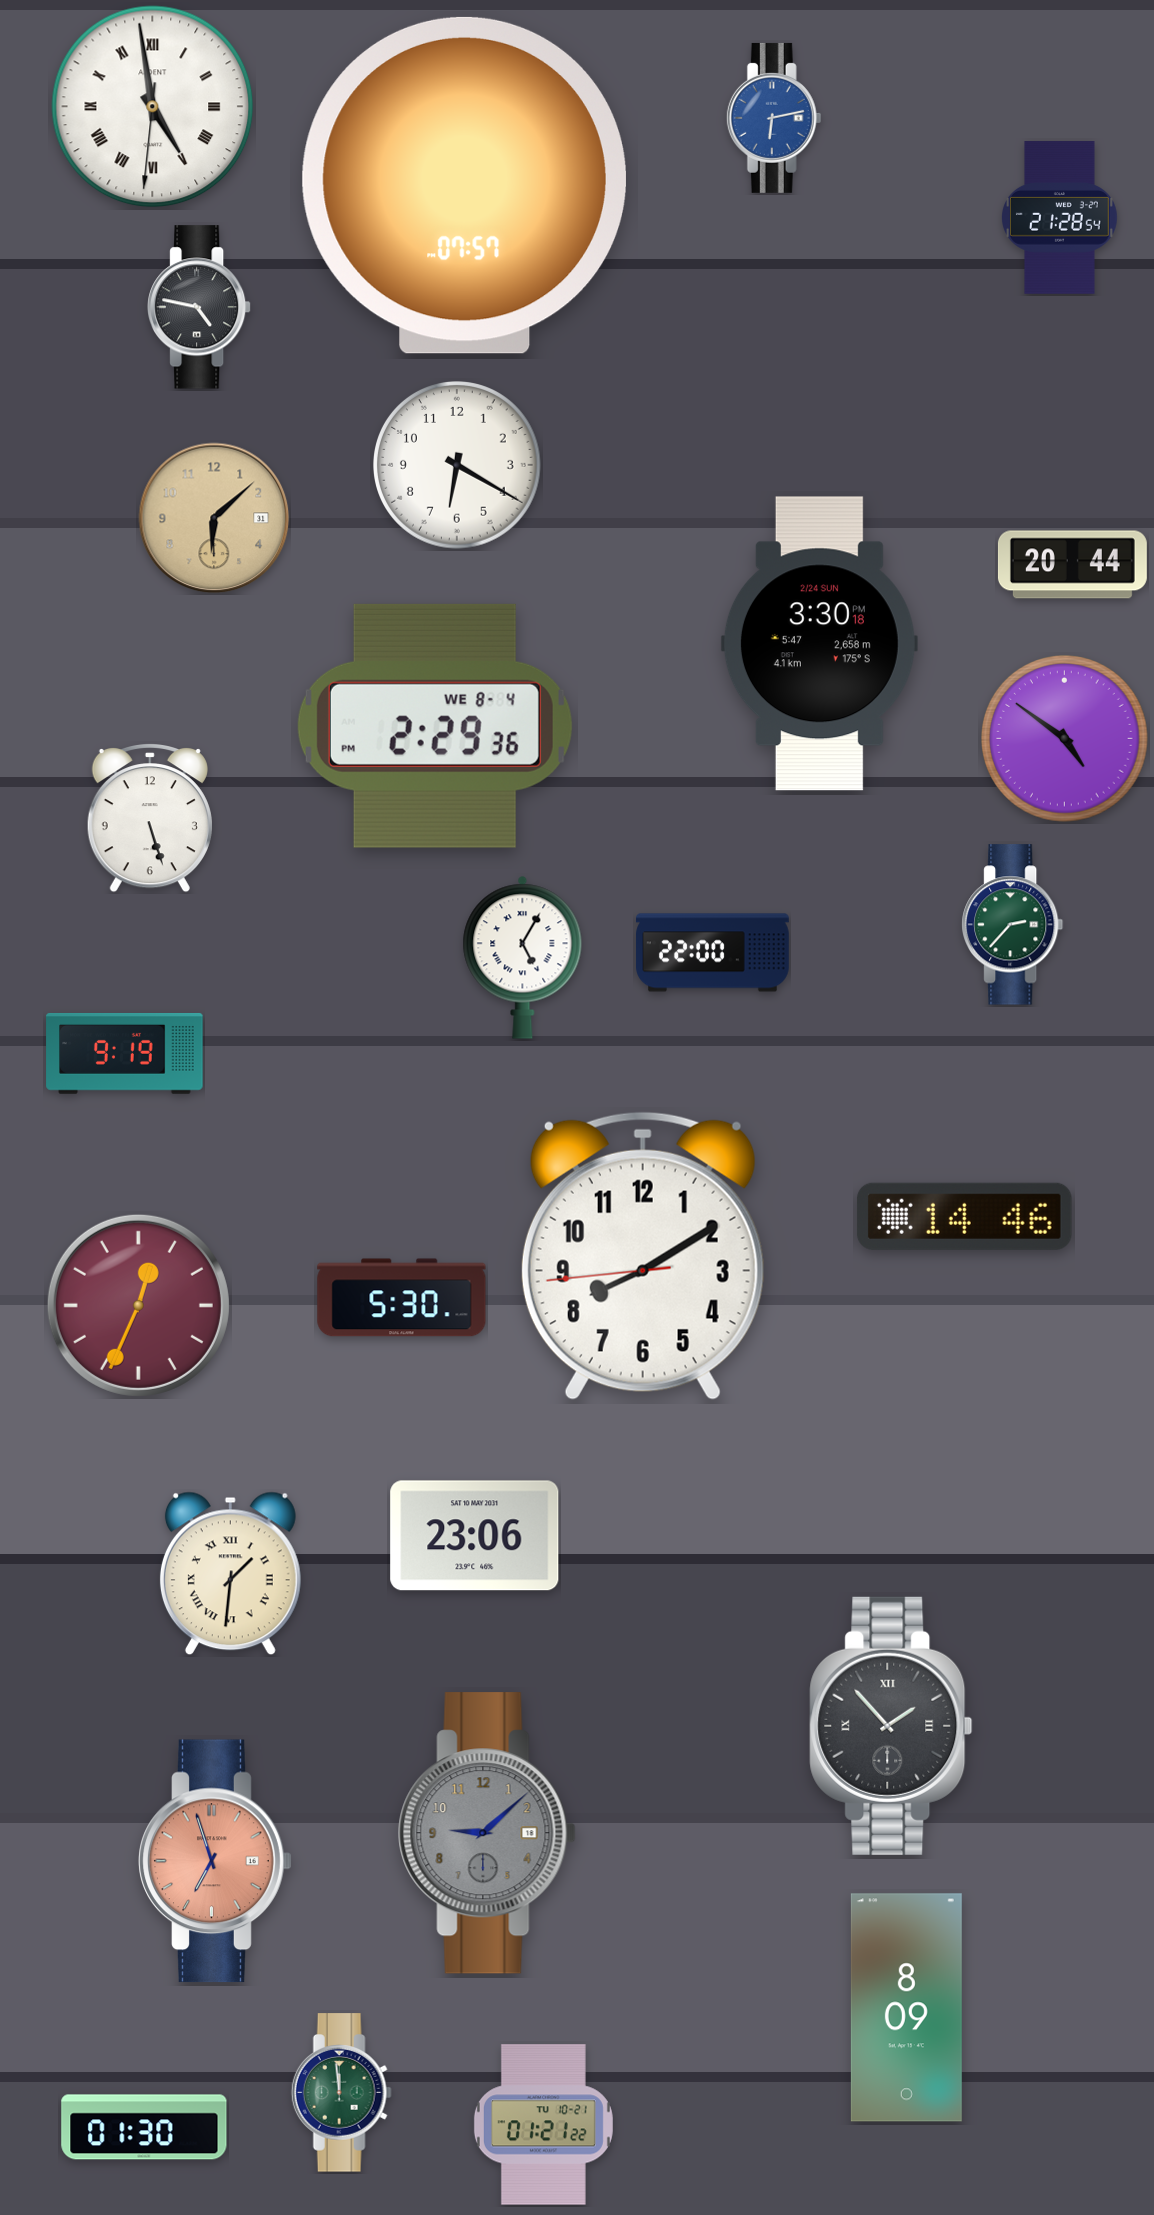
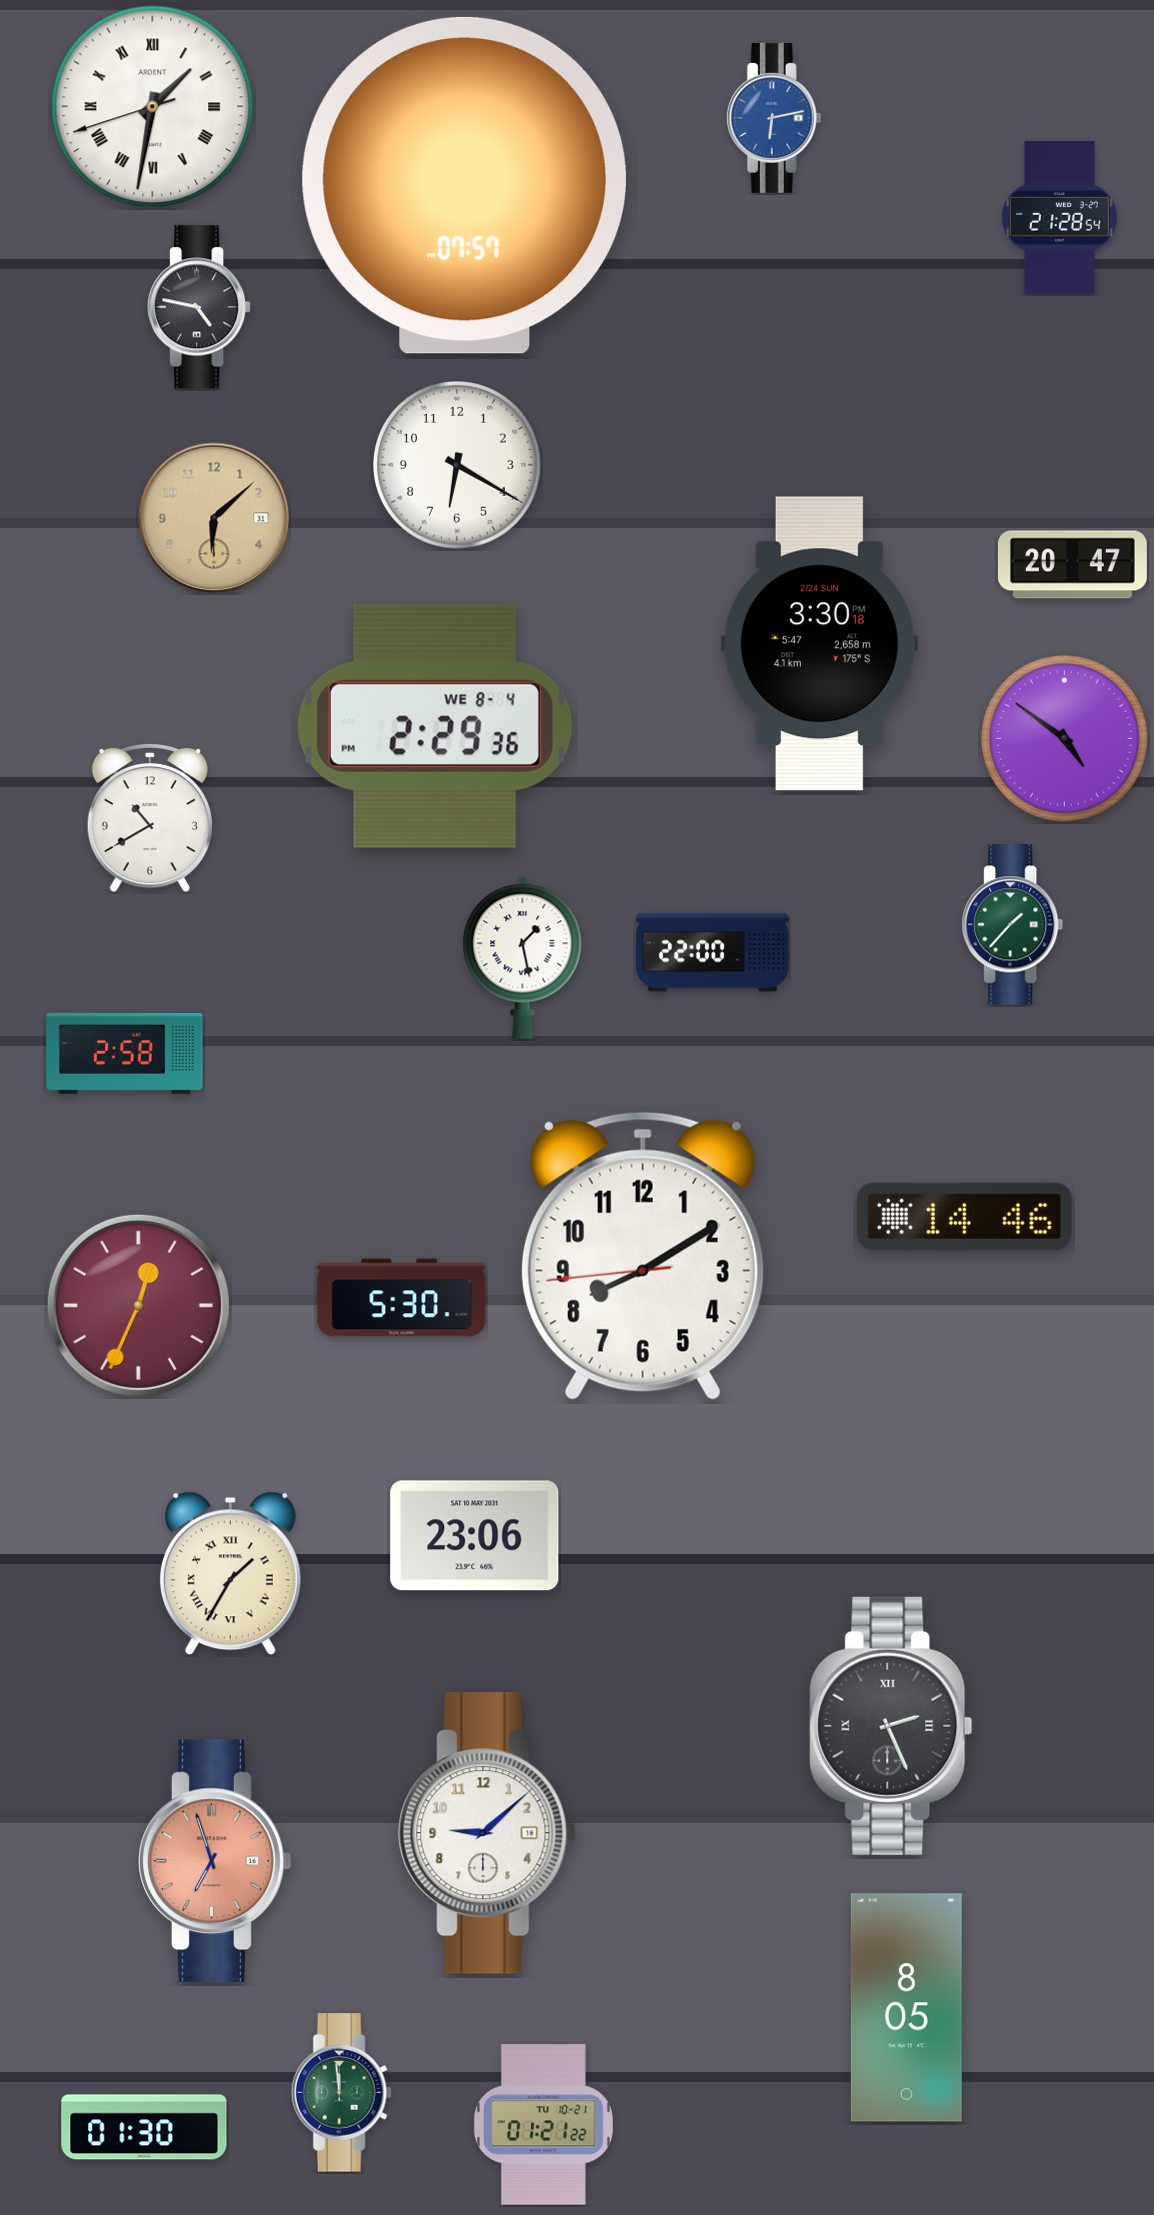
clock at (153, 107): 4:58 -> 1:31
clock at (1072, 565): 20:44 -> 20:47
clock at (150, 819): 5:27 -> 10:40
clock at (1013, 925): 2:37 -> 1:37
clock at (523, 957): 5:05 -> 1:28
clock at (125, 1053): 9:19 -> 2:58
clock at (230, 1574): 1:31 -> 1:35
clock at (891, 1726): 1:53 -> 2:26
clock at (487, 1833) dial: grey -> white
clock at (906, 2008): 8:09 -> 8:05
